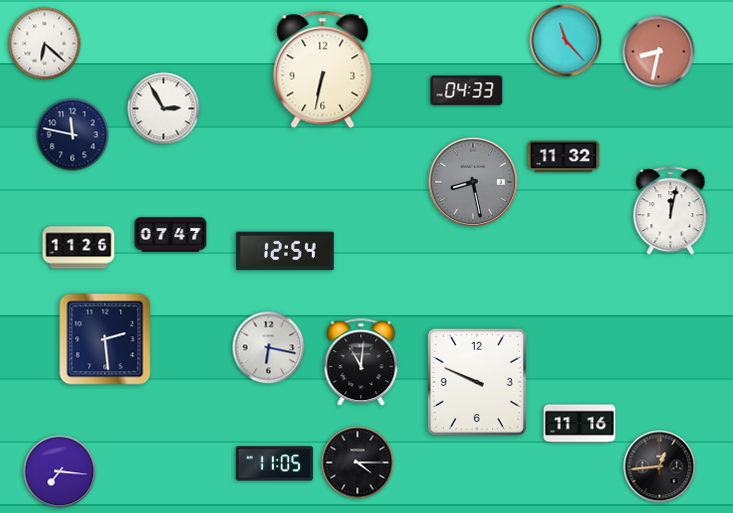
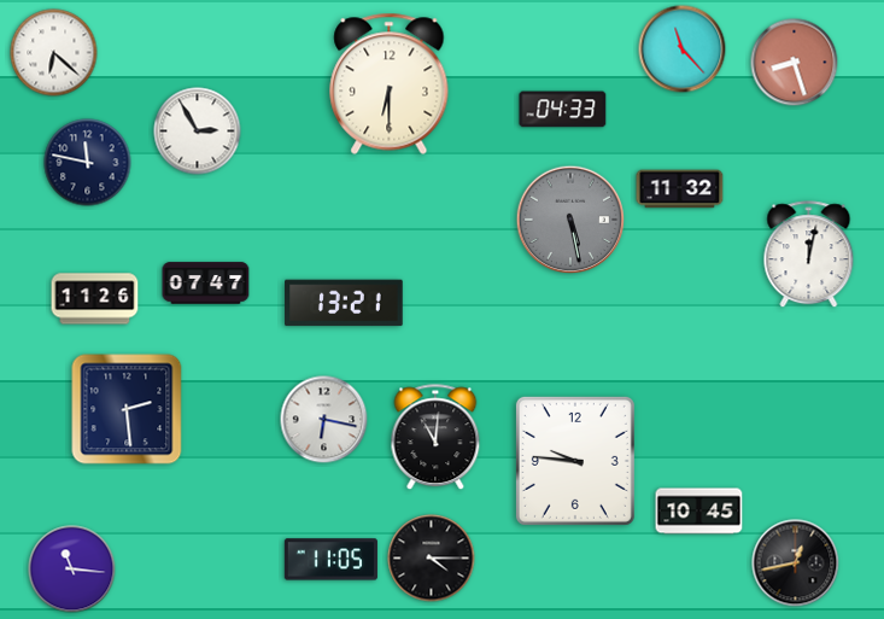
clock at (659, 52): 8:32 -> 8:27
clock at (323, 69): 6:32 -> 6:30
clock at (473, 182): 8:28 -> 5:28
clock at (285, 251): 12:54 -> 13:21
clock at (477, 382): 9:49 -> 9:46
clock at (580, 424): 11:16 -> 10:45
clock at (660, 467): 12:44 -> 12:43
clock at (60, 472): 7:16 -> 11:16
